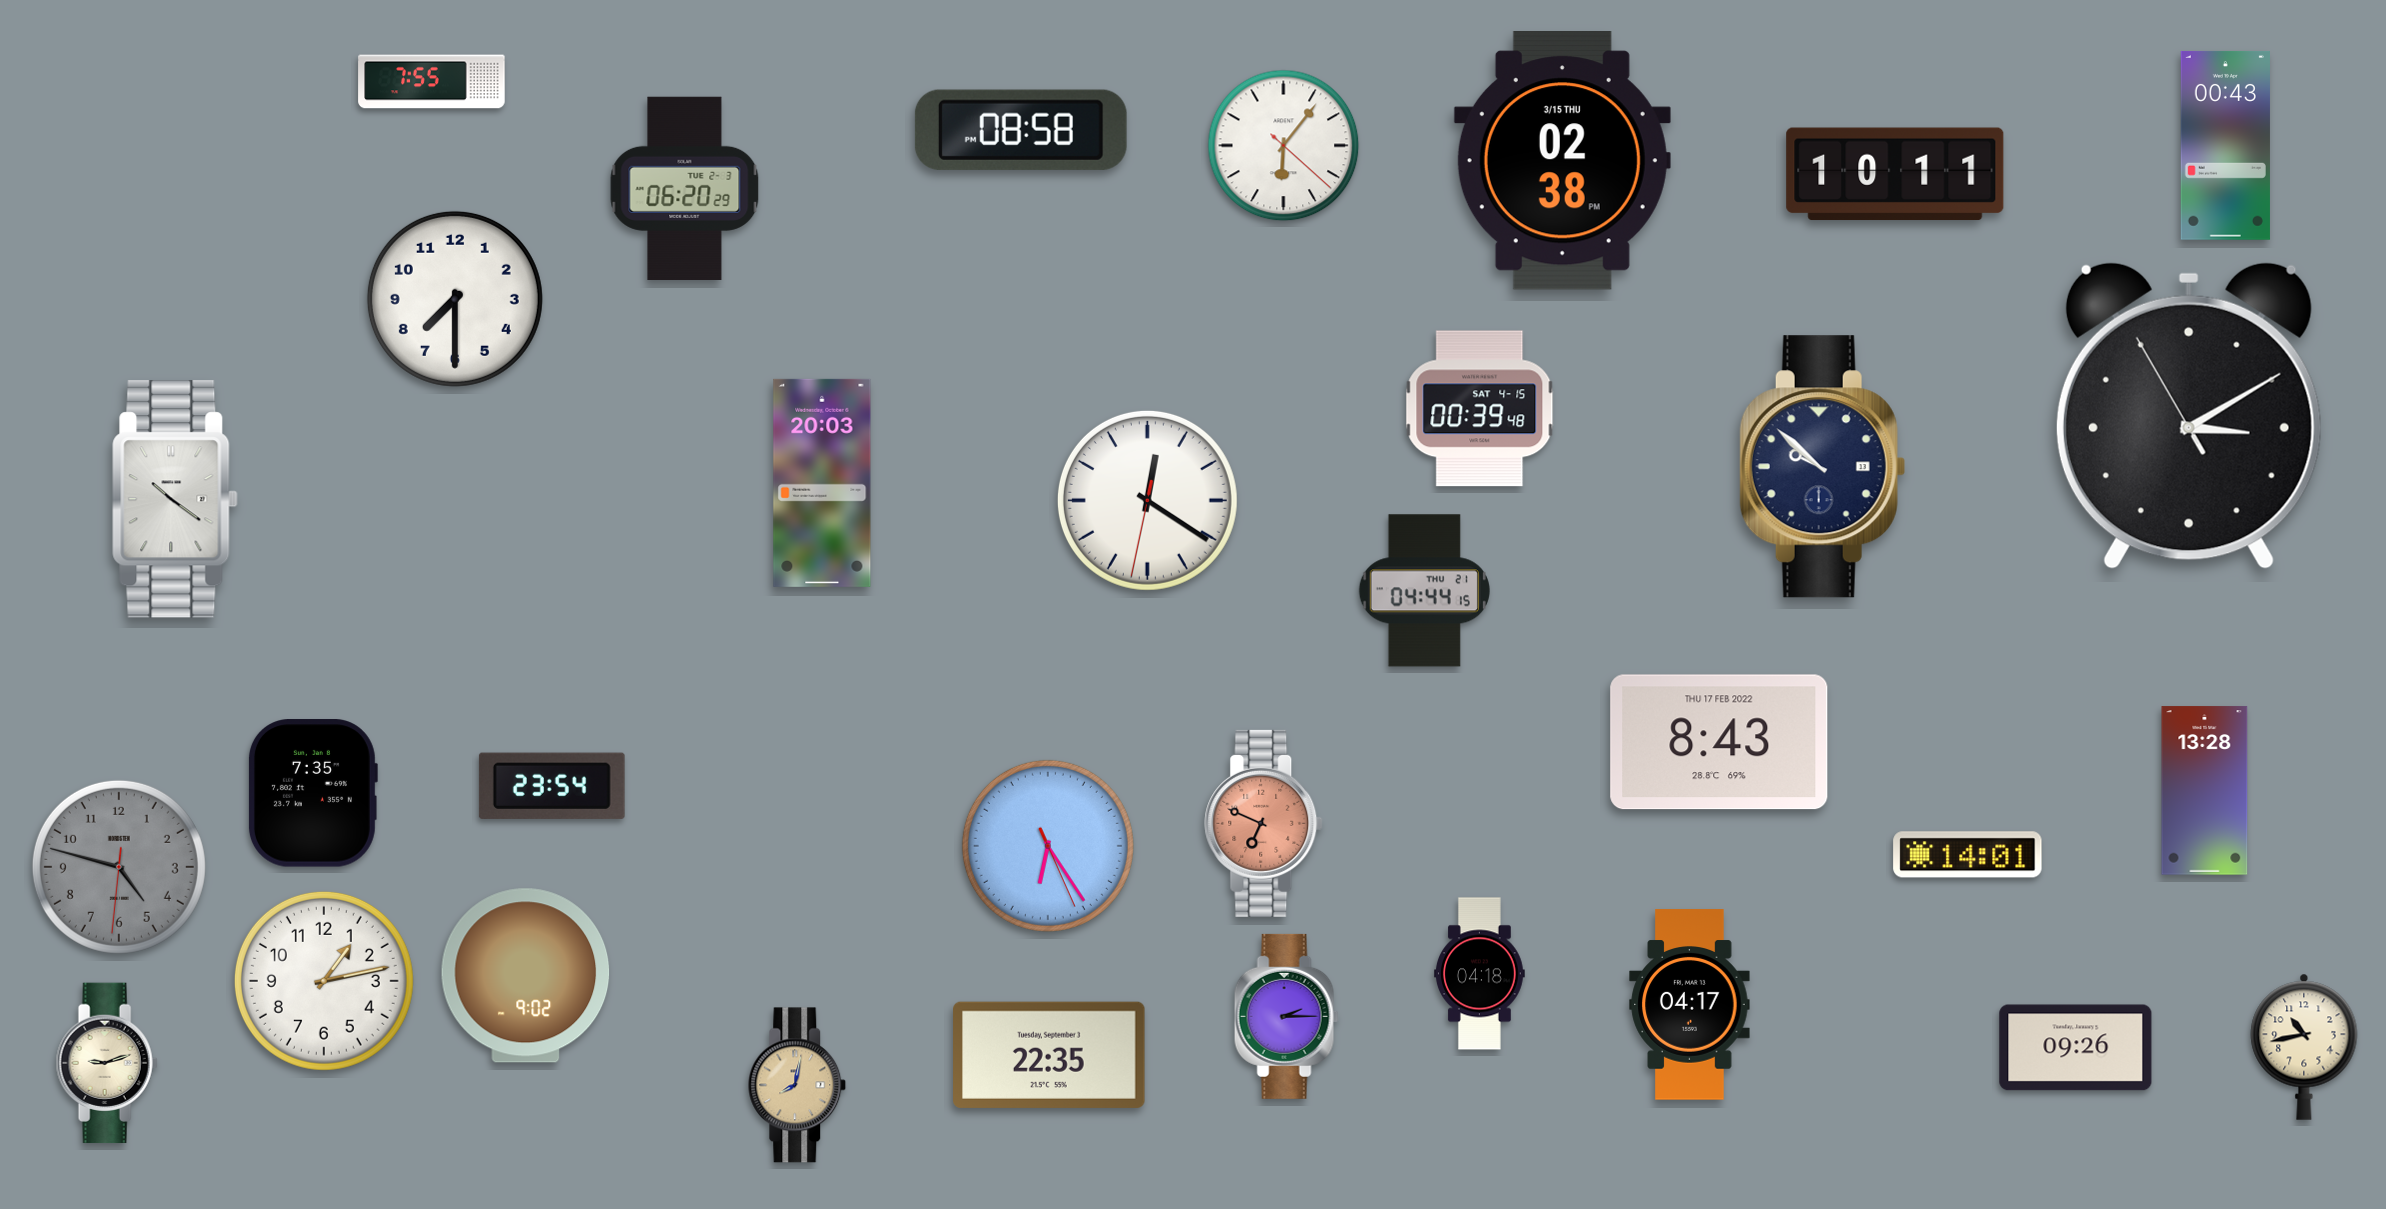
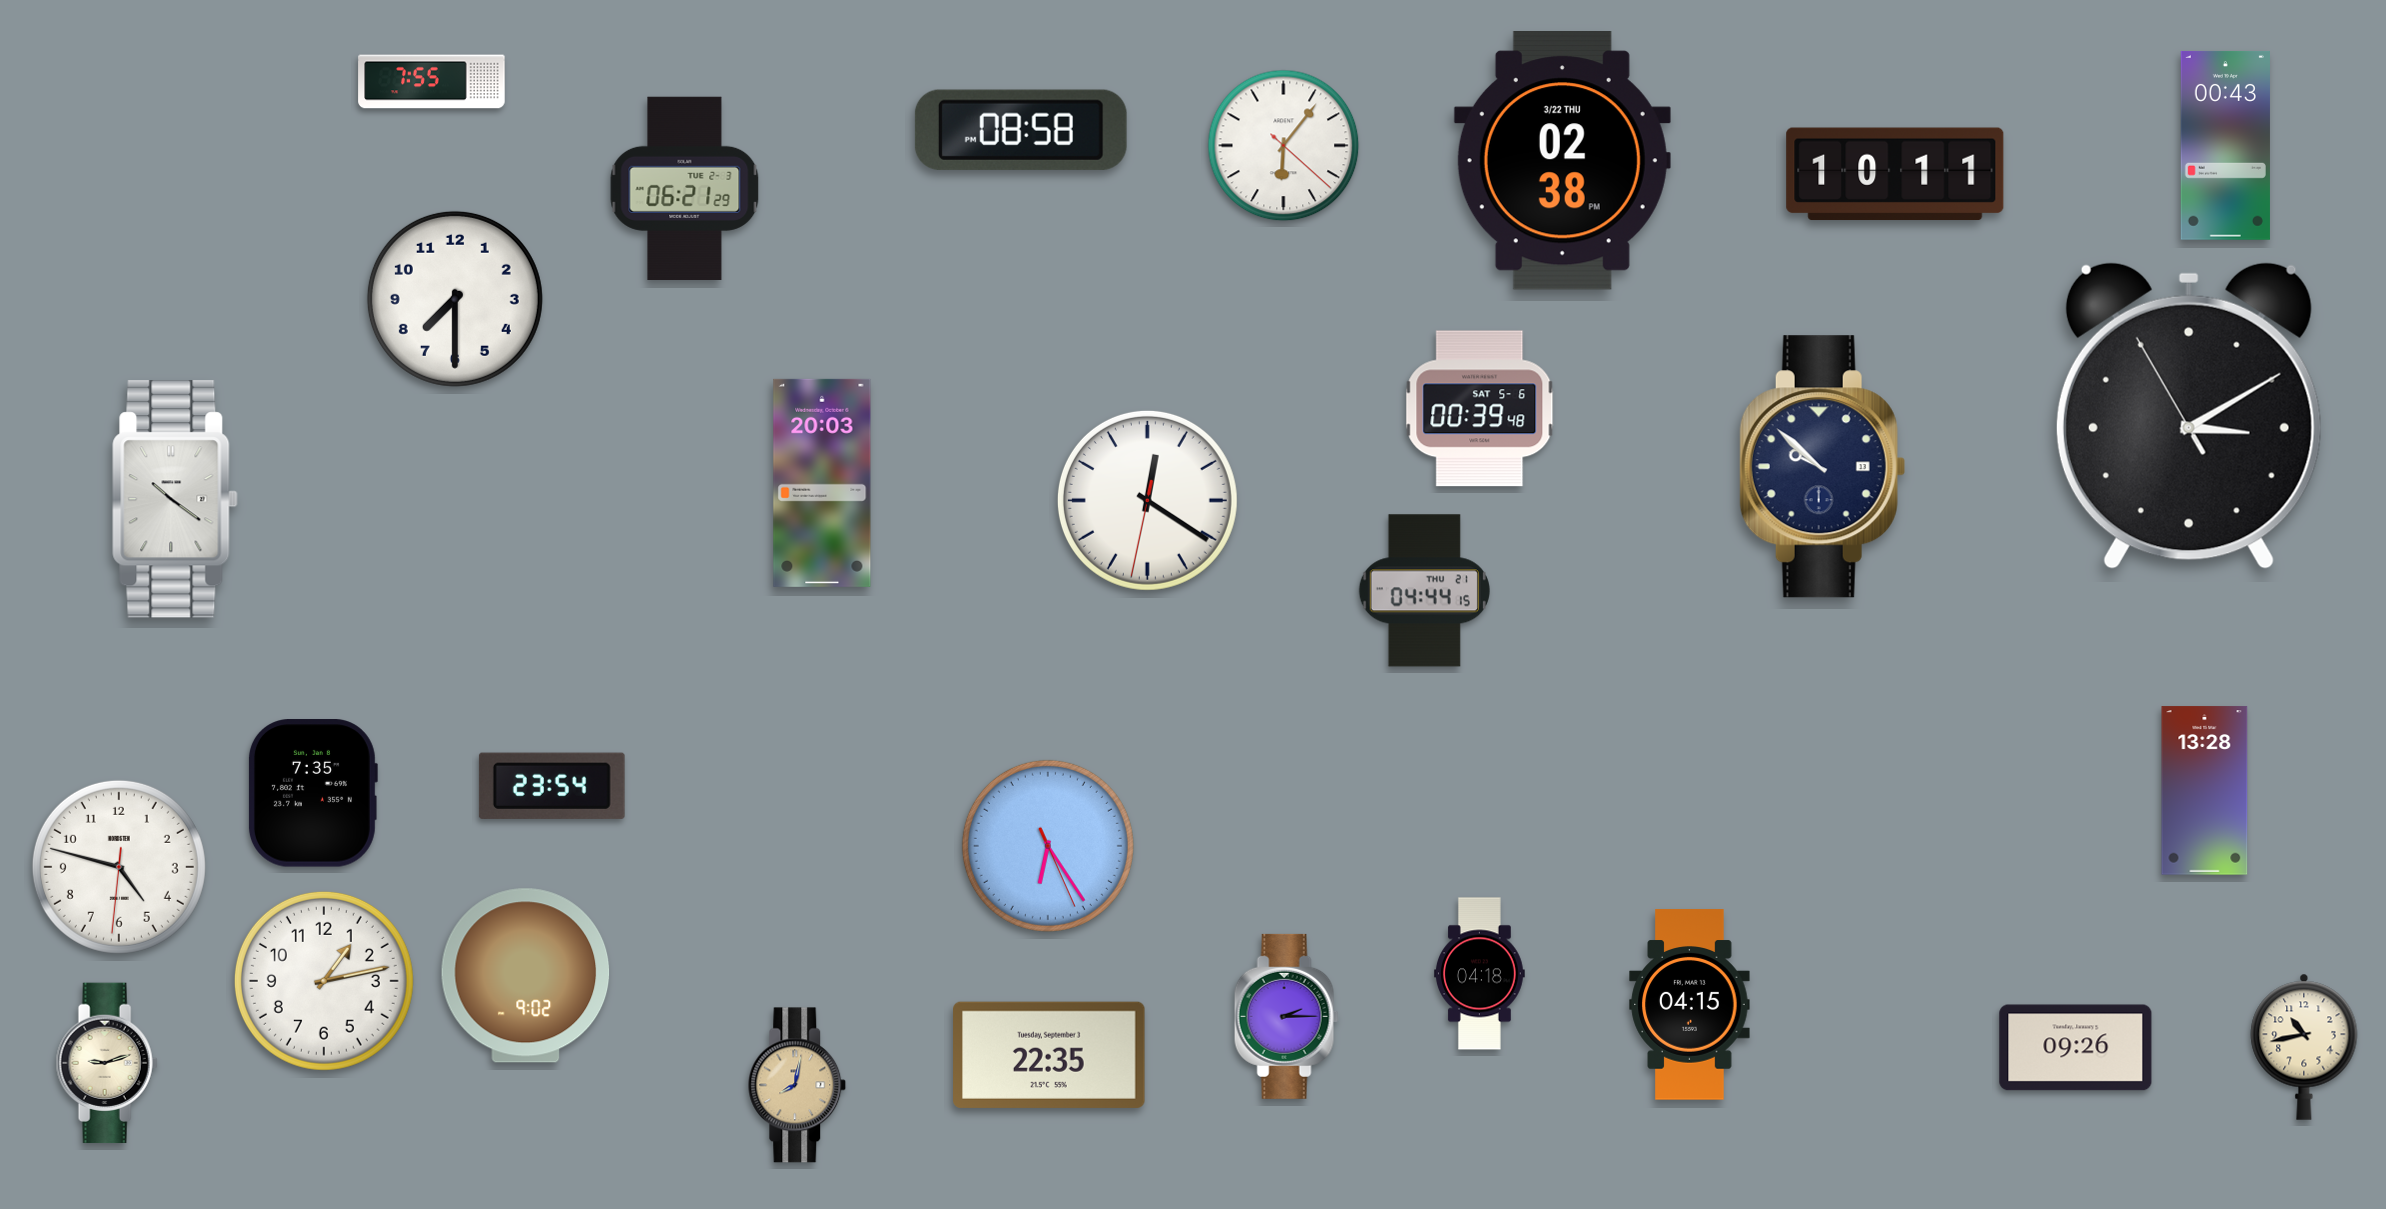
clock at (1562, 161) date: 3/15 THU -> 3/22 THU
clock at (685, 188): 06:20 -> 06:21
clock at (1480, 409) date: SAT 4-15 -> SAT 5-6
clock at (1719, 742): 8:43 -> none
clock at (1264, 823): 6:49 -> none
clock at (1968, 855): 14:01 -> none
clock at (119, 867) dial: grey -> white
clock at (1690, 1005): 04:17 -> 04:15
